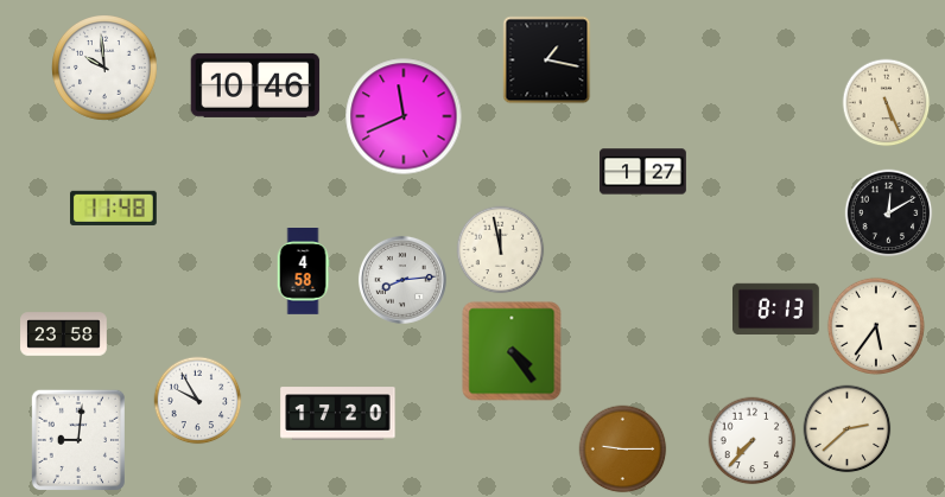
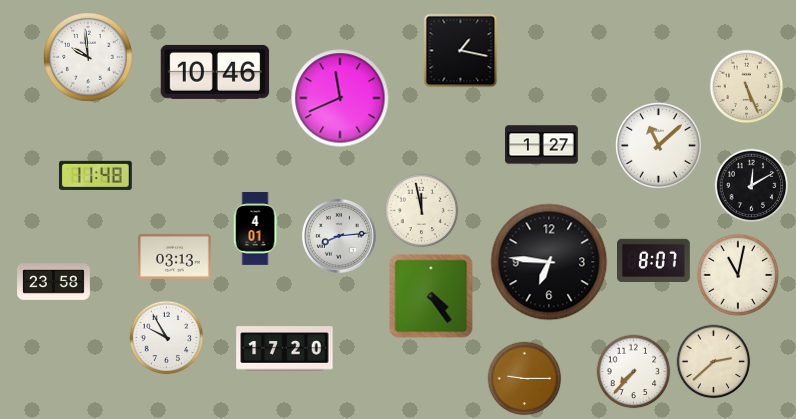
clock at (658, 145): none -> 11:08
clock at (889, 214) position: (889, 214) -> (752, 186)
clock at (303, 272): 4:58 -> 4:01
clock at (175, 256): none -> 03:13
clock at (776, 308): 8:13 -> 8:07
clock at (549, 262): none -> 6:46
clock at (876, 326): 5:36 -> 11:02
clock at (78, 440): 9:01 -> none
